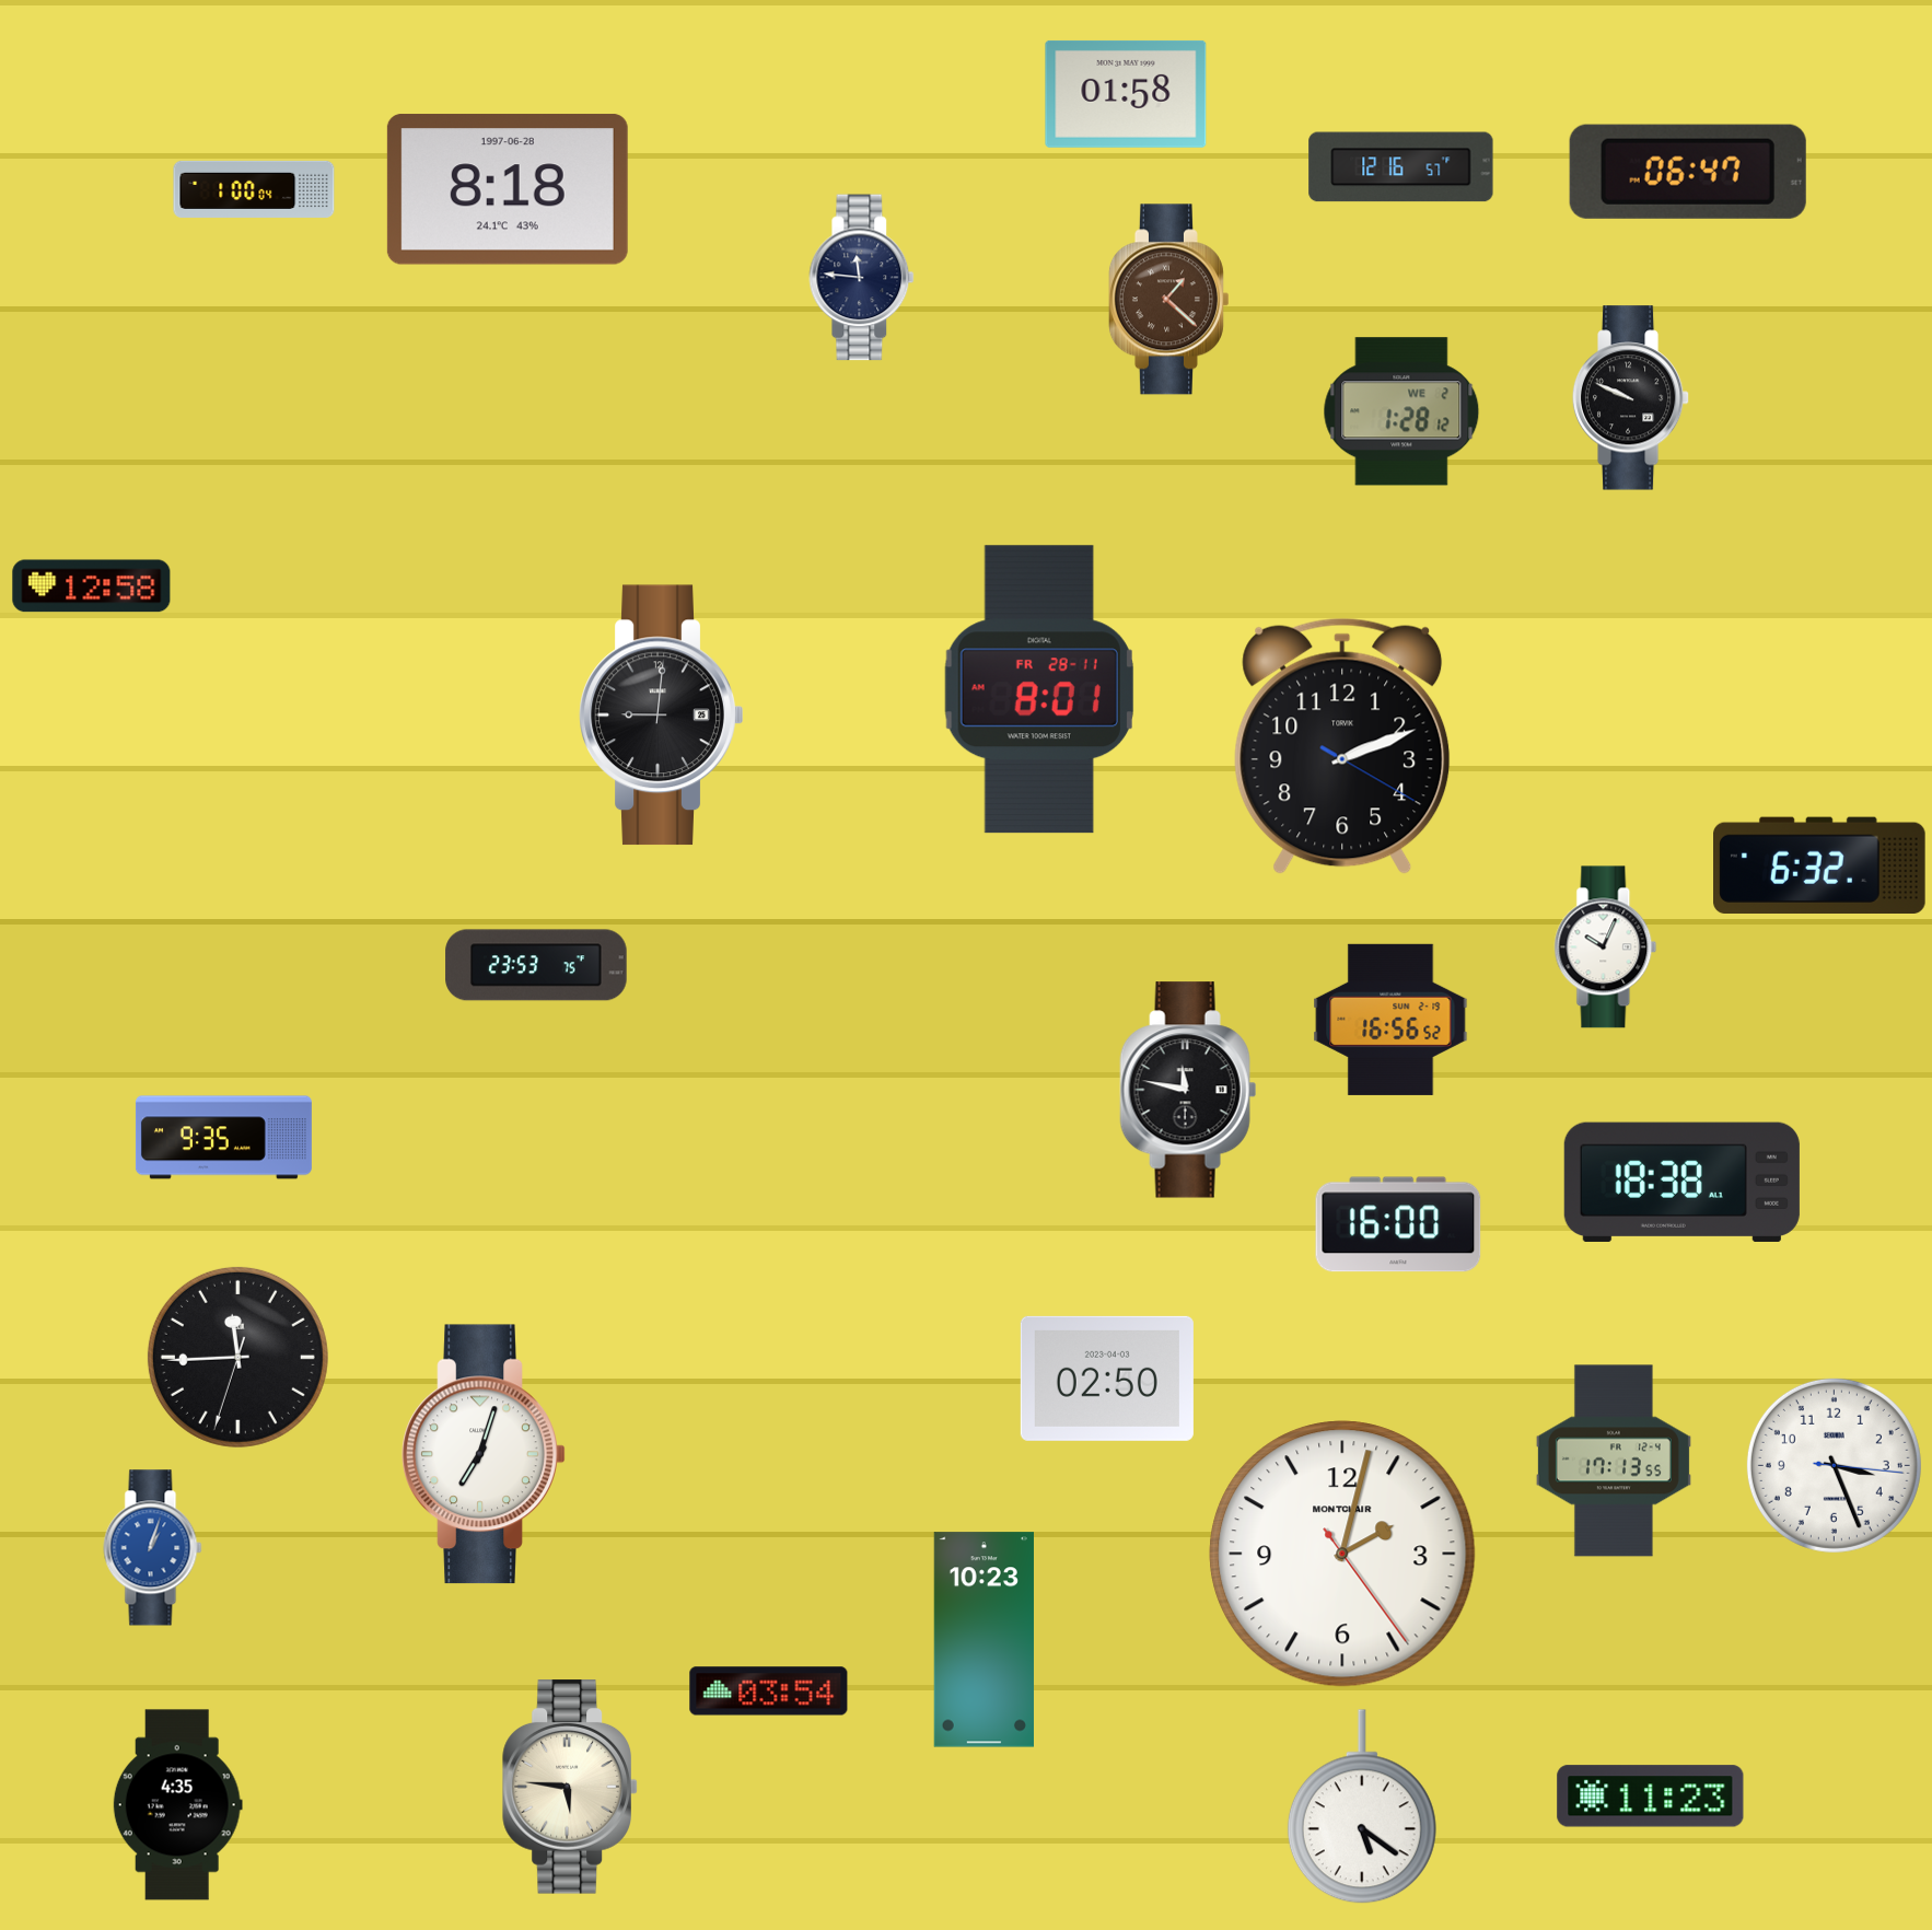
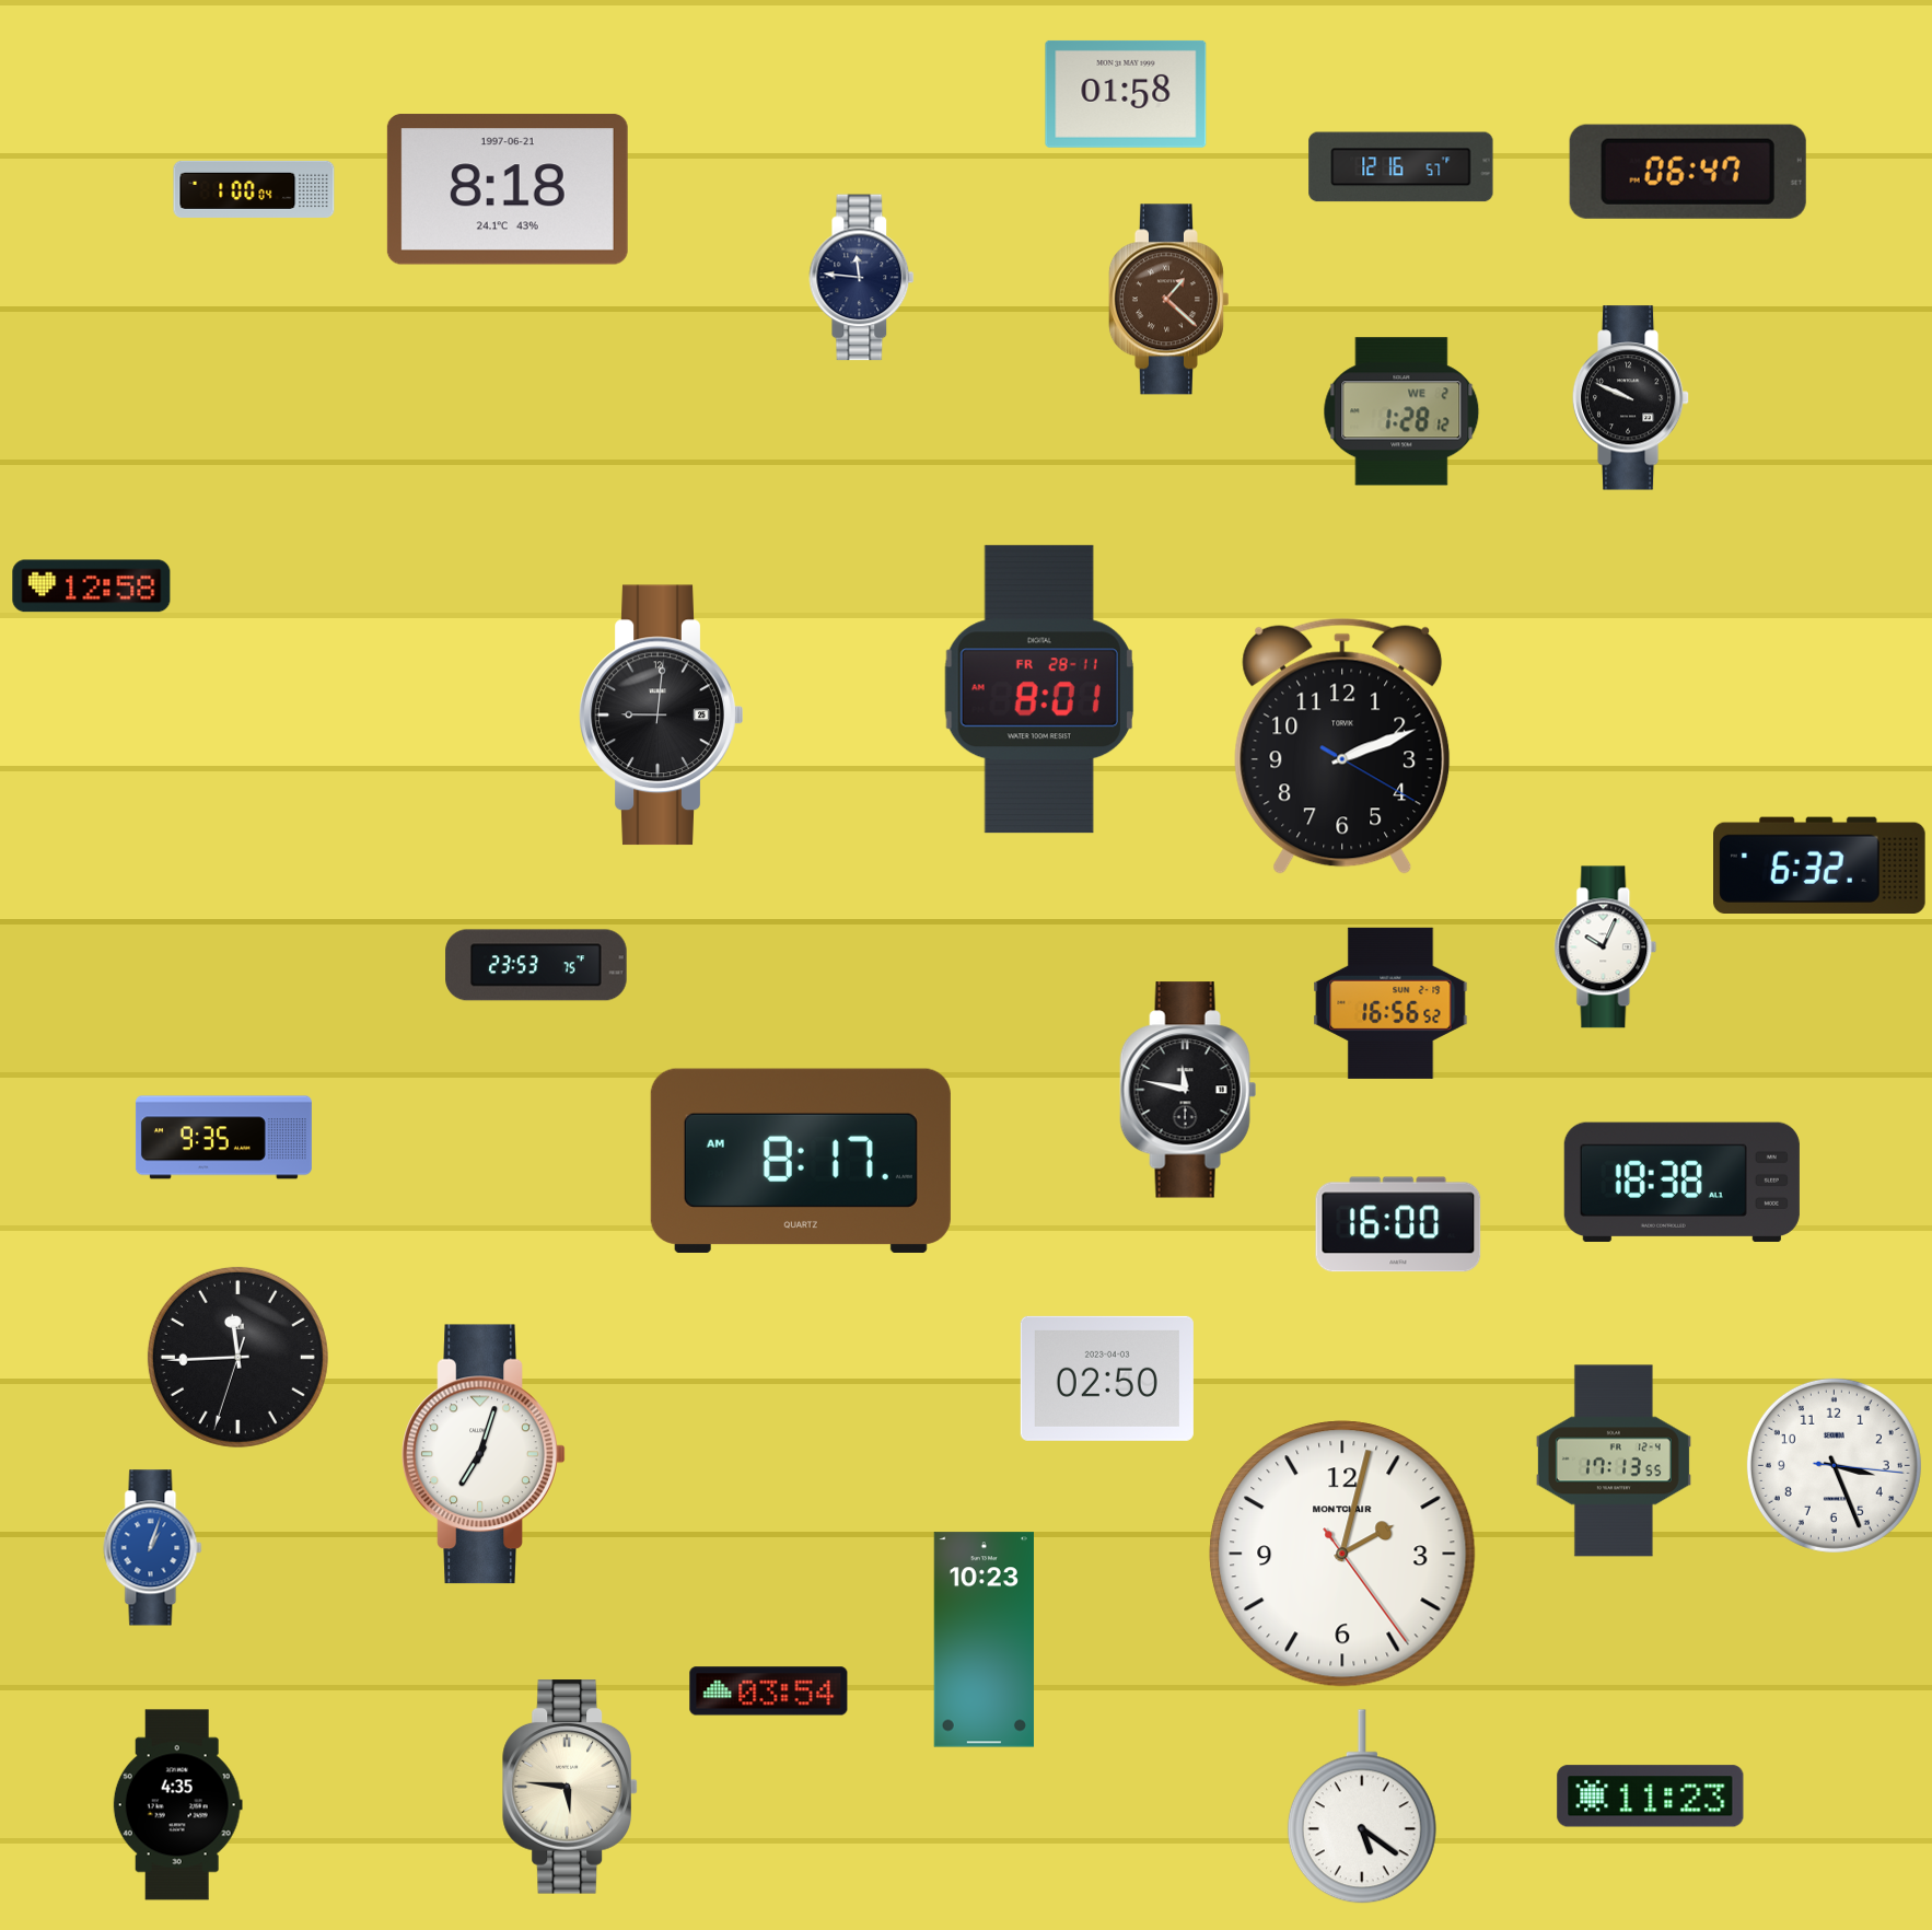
clock at (508, 189) date: 1997-06-28 -> 1997-06-21
clock at (1390, 1020) position: (1390, 1020) -> (1390, 1003)
clock at (801, 1161): none -> 8:17
